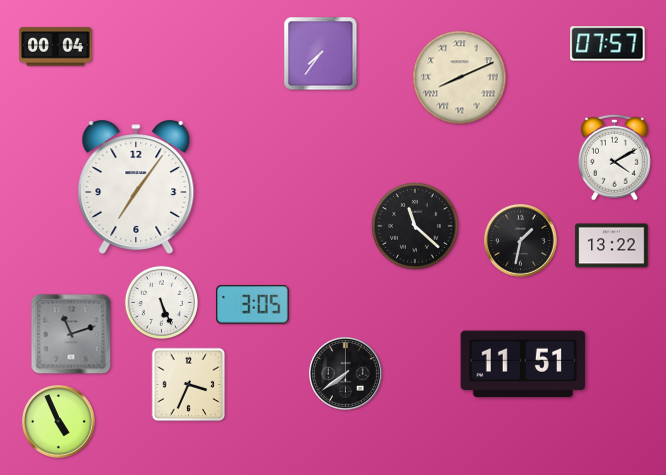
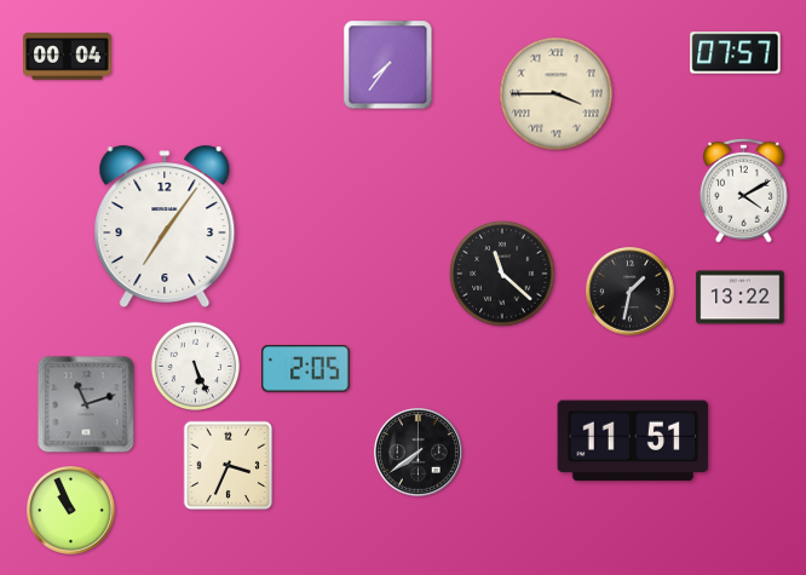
clock at (460, 78): 8:11 -> 3:45
clock at (253, 305): 3:05 -> 2:05
clock at (59, 422): 4:56 -> 10:56
